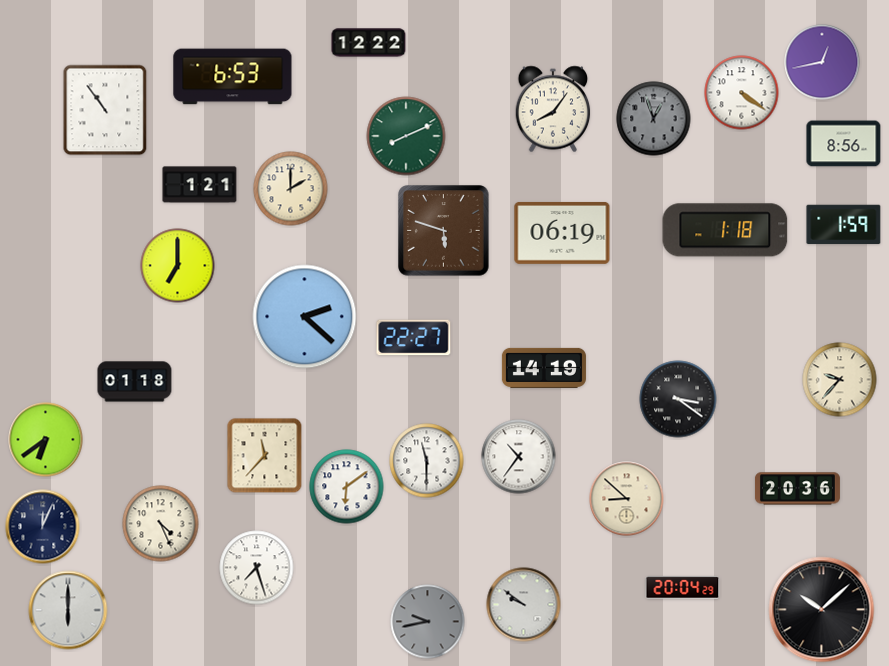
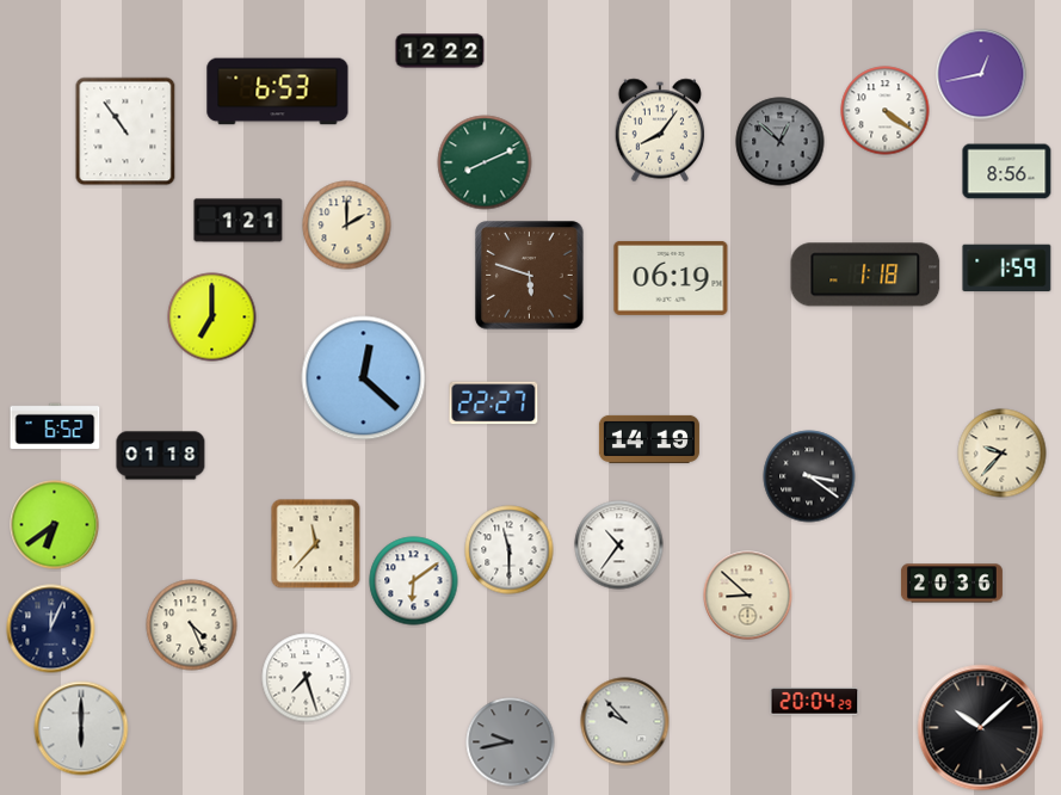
clock at (654, 119): 12:57 -> 12:52
clock at (305, 317): 2:22 -> 12:22
clock at (55, 426): none -> 6:52
clock at (524, 605): 9:51 -> 9:53
